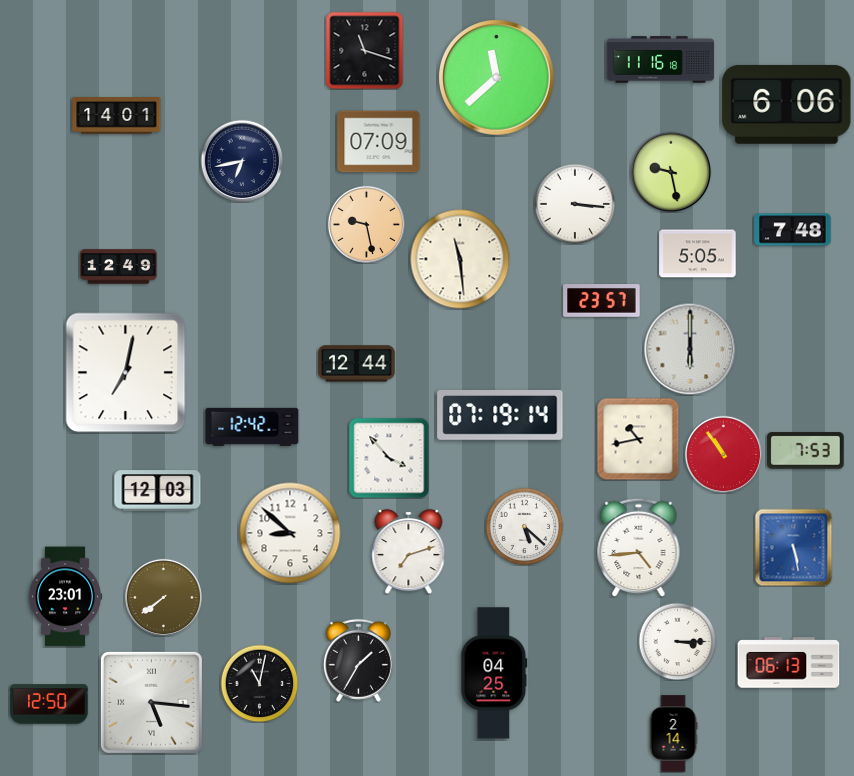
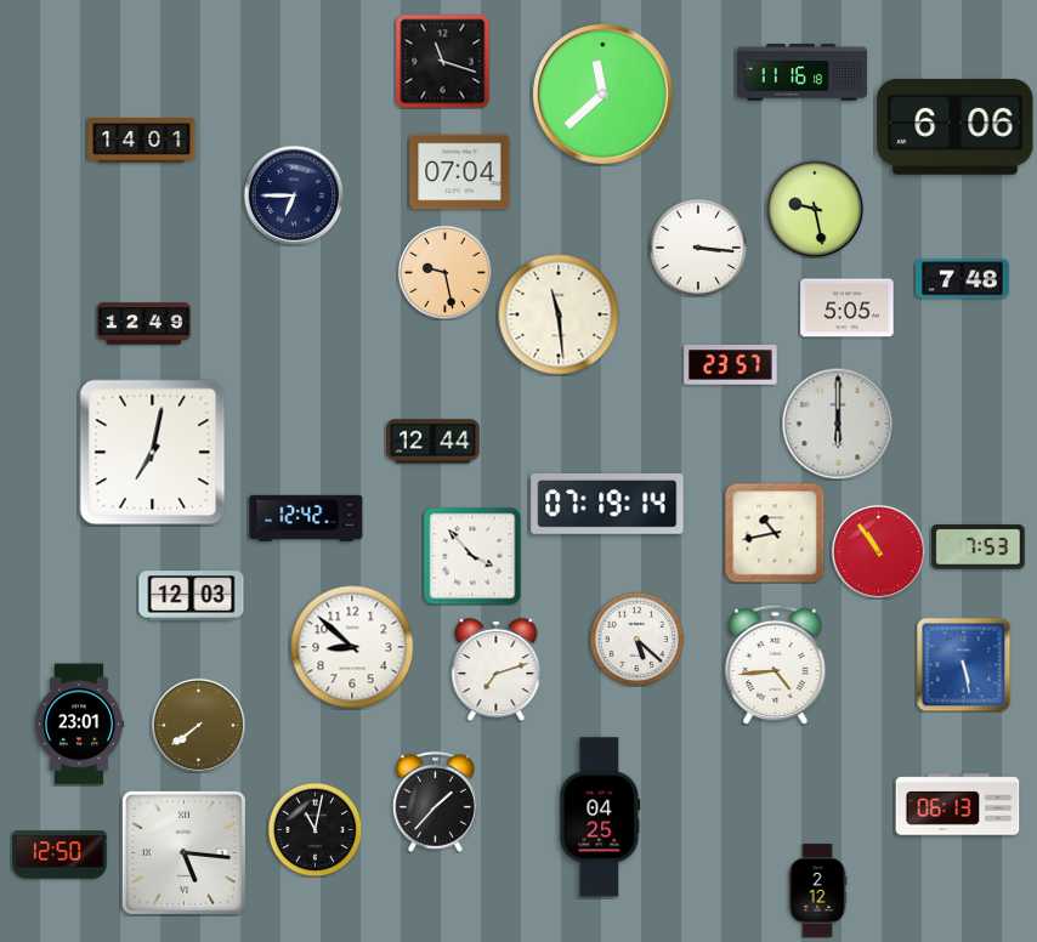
clock at (379, 142): 07:09 -> 07:04
clock at (242, 161): 6:43 -> 6:45
clock at (677, 641): 3:15 -> none
clock at (358, 660): 1:35 -> 1:37
clock at (673, 734): 2:14 -> 2:12
